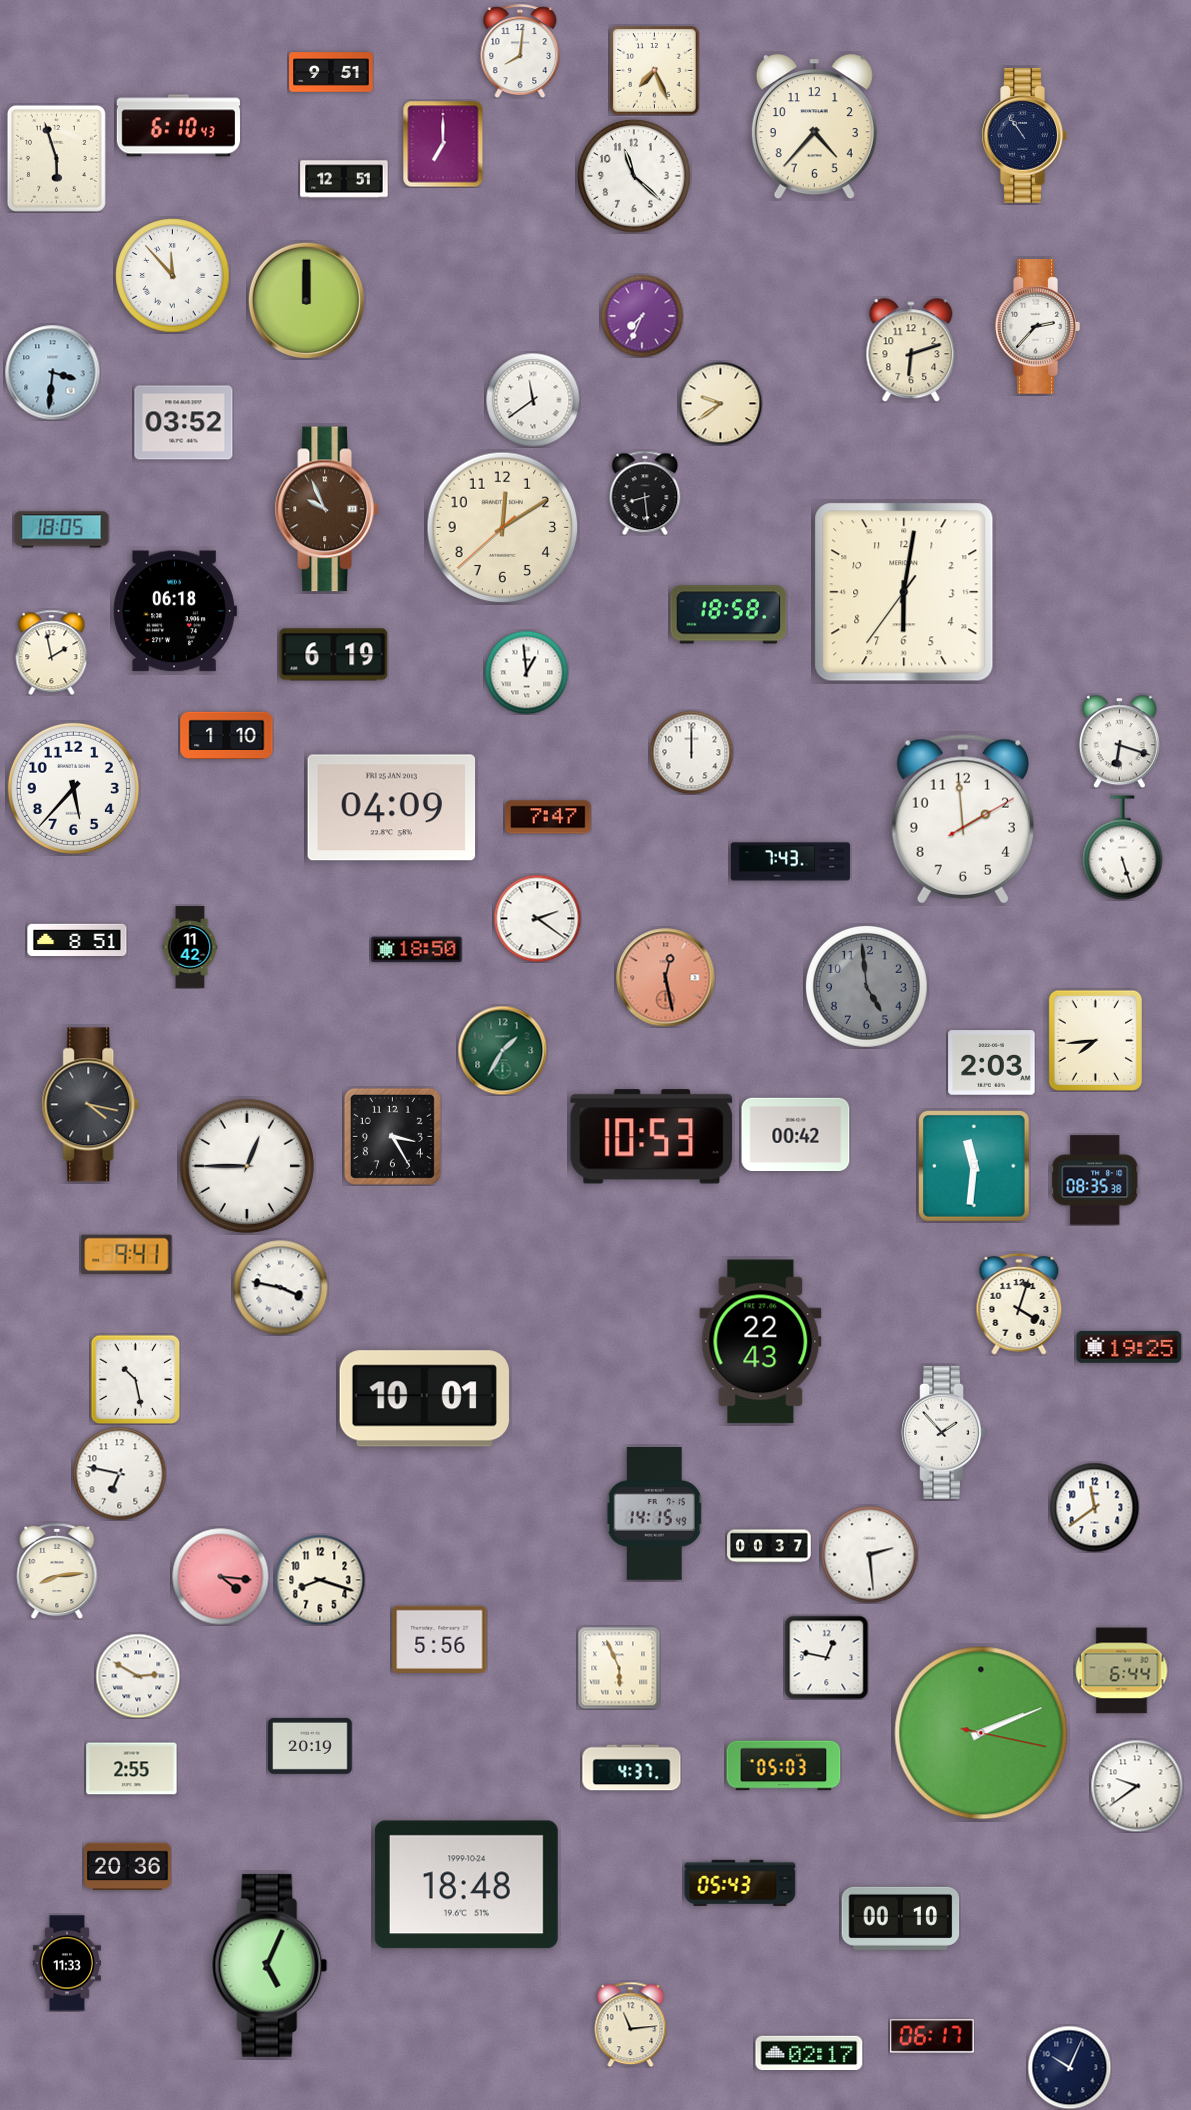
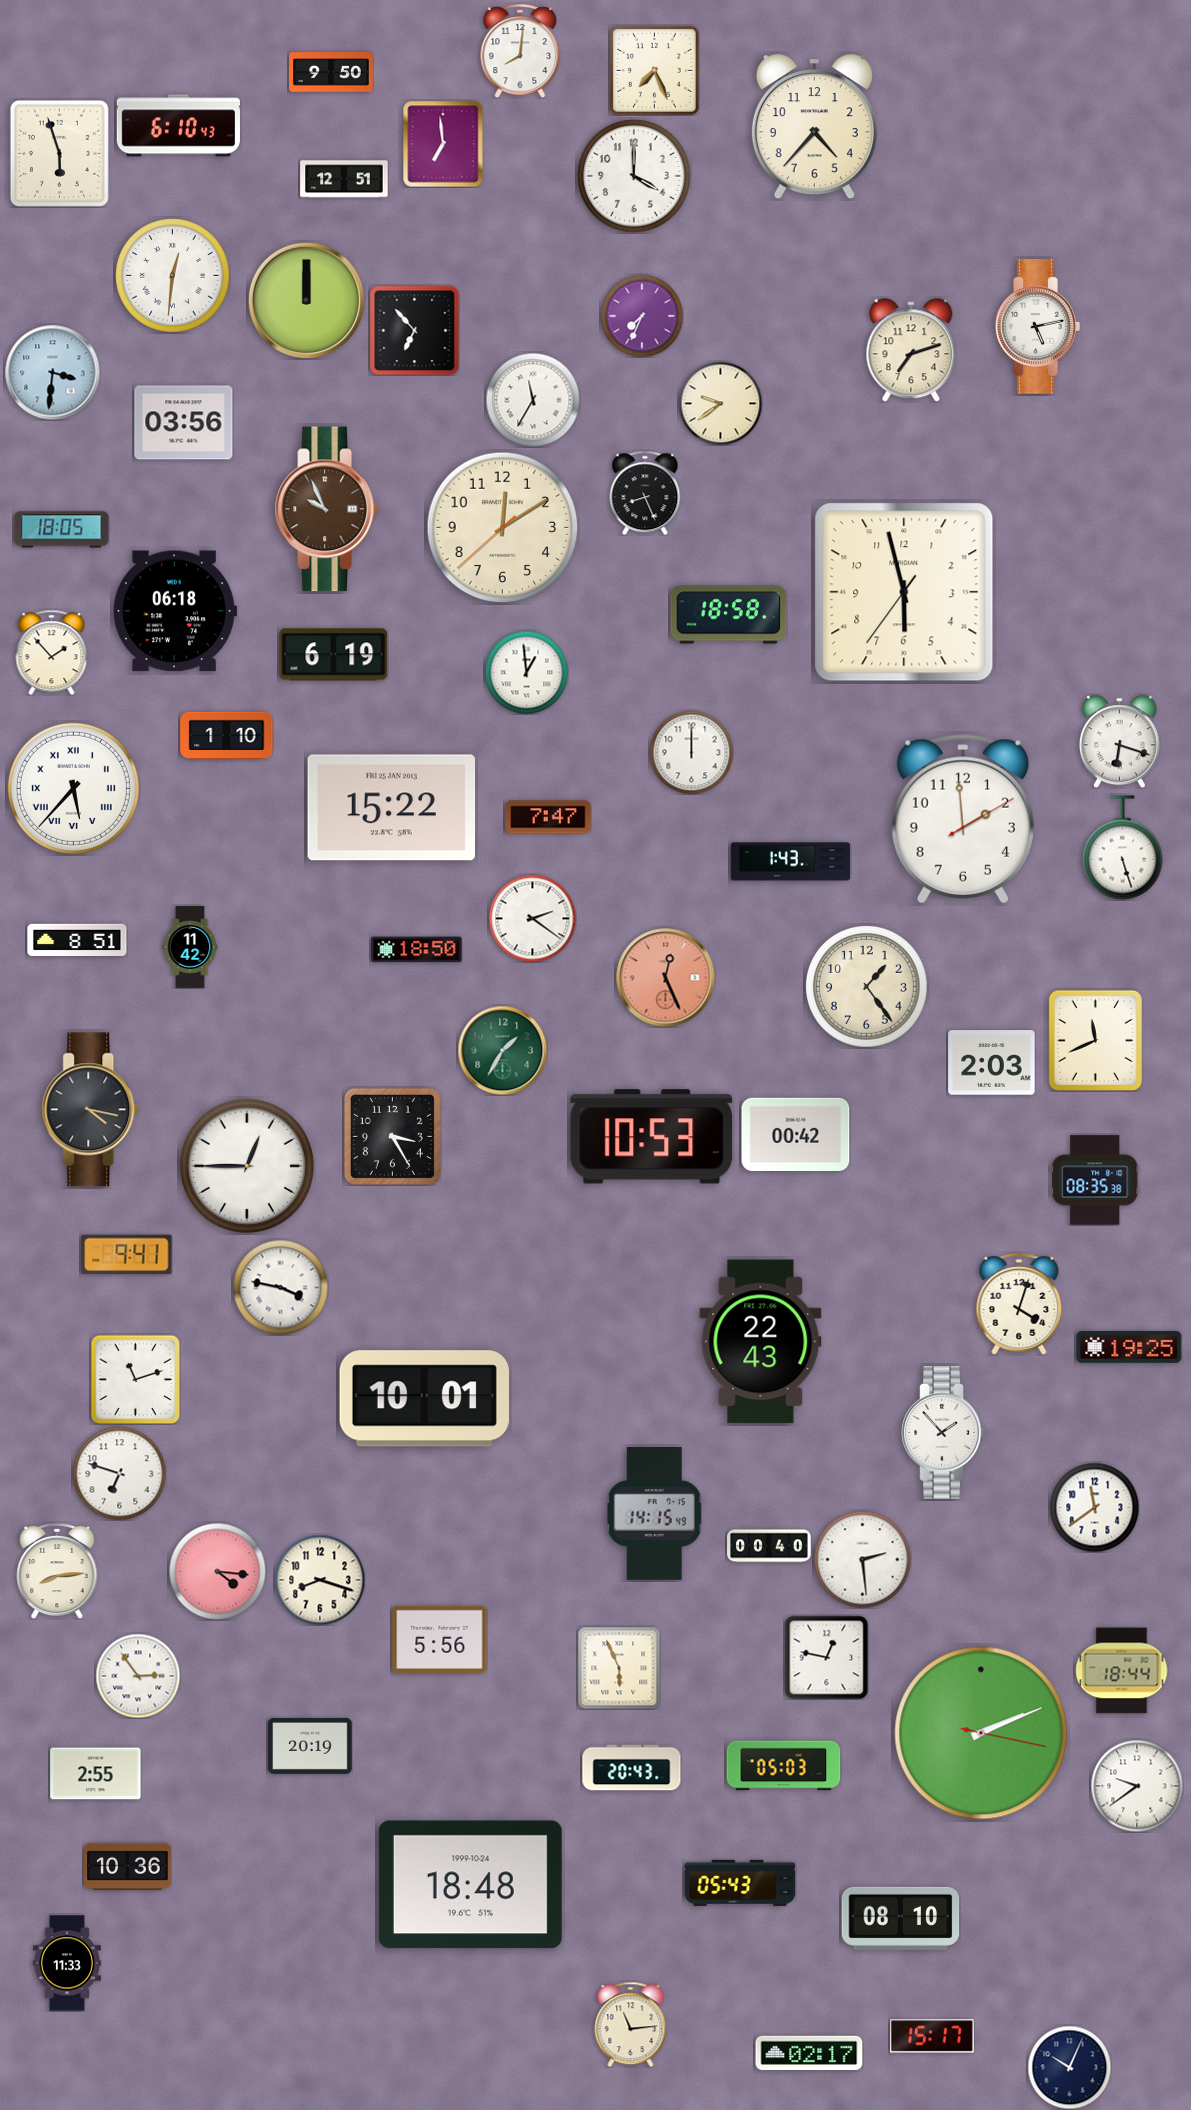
clock at (331, 72): 9:51 -> 9:50
clock at (1024, 136): 10:54 -> none
clock at (443, 144): 7:00 -> 6:59
clock at (56, 158) position: (56, 158) -> (59, 153)
clock at (634, 176): 11:22 -> 4:00
clock at (173, 276): 11:53 -> 12:31
clock at (1037, 327): 2:37 -> 5:13
clock at (414, 330): none -> 6:53
clock at (911, 350): 6:12 -> 7:12
clock at (533, 400): 11:39 -> 11:35
clock at (184, 423): 03:52 -> 03:56
clock at (645, 493): 8:29 -> 8:26
clock at (904, 592): 6:01 -> 5:57
clock at (52, 652): 1:58 -> 1:53
clock at (73, 788) numerals: Arabic -> Roman
clock at (392, 808): 04:09 -> 15:22
clock at (791, 862): 7:43 -> 1:43
clock at (537, 918) position: (537, 918) -> (532, 918)
clock at (666, 978): 12:28 -> 12:26
clock at (866, 986): 4:59 -> 1:24
clock at (866, 986) dial: grey -> cream
clock at (1095, 1040): 7:44 -> 11:41
clock at (91, 1105) position: (91, 1105) -> (91, 1110)
clock at (974, 1166): 11:31 -> none
clock at (135, 1379): 10:28 -> 11:12
clock at (119, 1473): 6:47 -> 6:48
clock at (769, 1546): 00:37 -> 00:40
clock at (869, 1554) position: (869, 1554) -> (862, 1559)
clock at (220, 1576) position: (220, 1576) -> (217, 1571)
clock at (1121, 1671): 6:44 -> 18:44
clock at (138, 1676): 2:50 -> 2:54
clock at (632, 1768): 4:37 -> 20:43
clock at (132, 1769) position: (132, 1769) -> (96, 1774)
clock at (128, 1867): 20:36 -> 10:36
clock at (466, 1885) position: (466, 1885) -> (470, 1885)
clock at (901, 1918): 00:10 -> 08:10
clock at (270, 1965): 5:04 -> none
clock at (933, 2036): 06:17 -> 15:17
